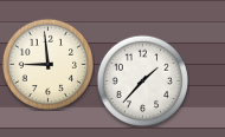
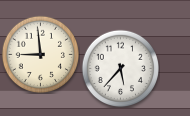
clock at (142, 80): 1:37 -> 5:37
